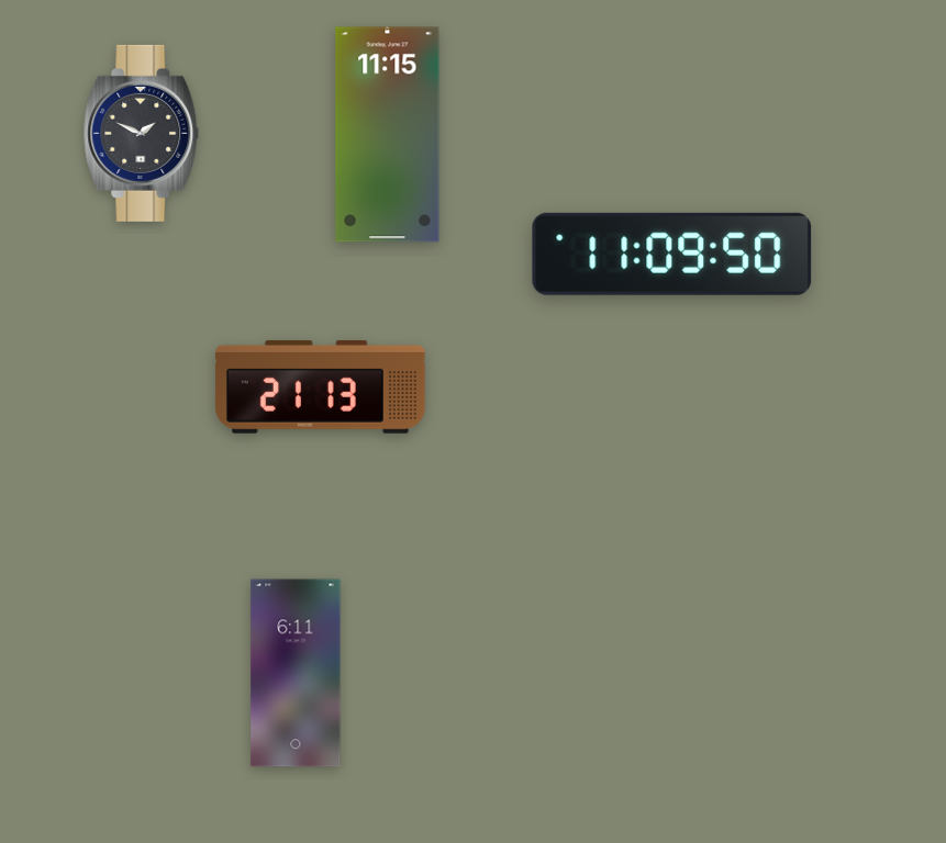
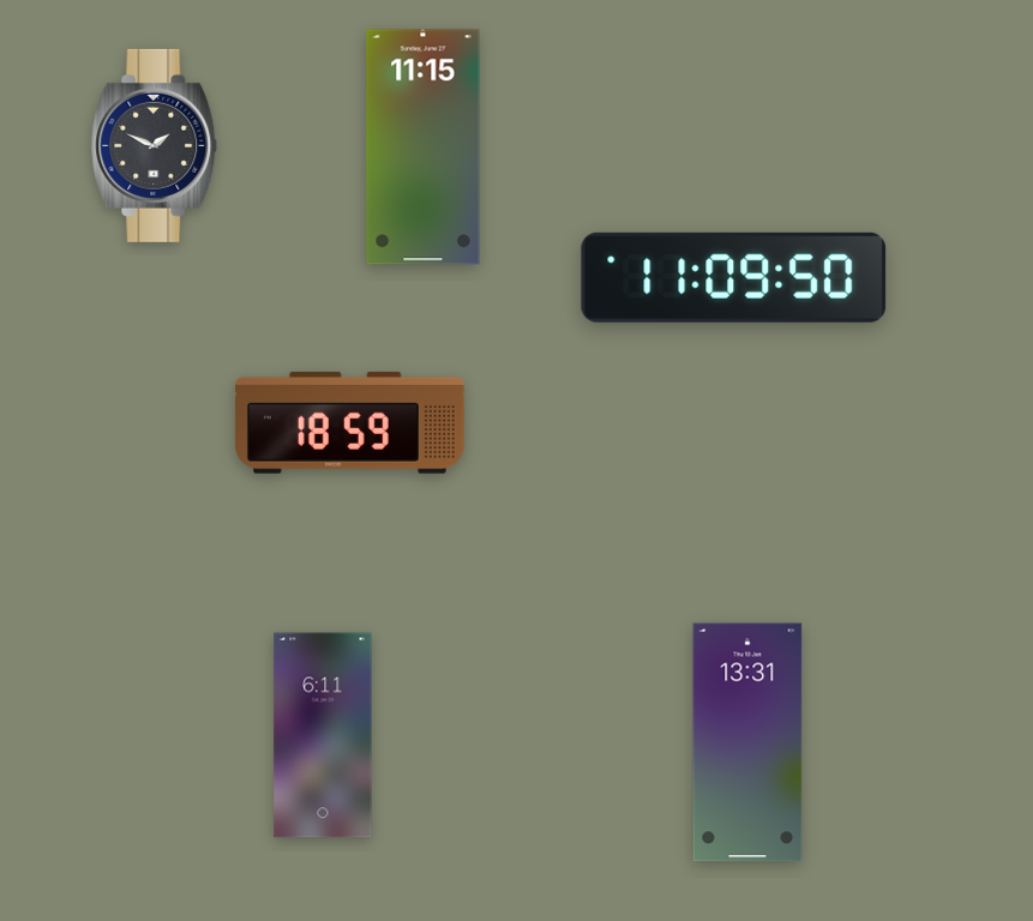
clock at (320, 386): 21:13 -> 18:59
clock at (747, 742): none -> 13:31
